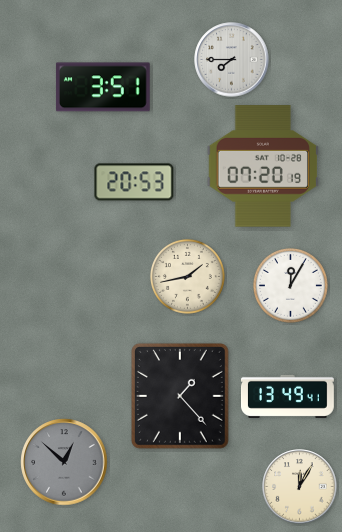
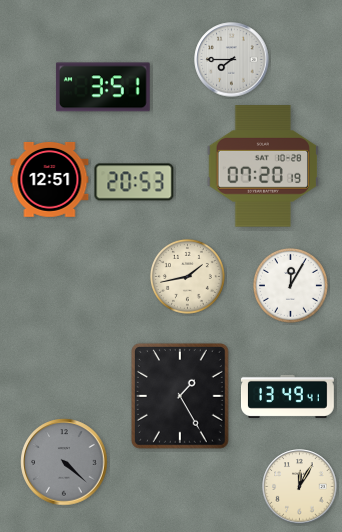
clock at (50, 179): none -> 12:51
clock at (180, 396): 1:23 -> 1:25
clock at (64, 462): 12:52 -> 4:22
